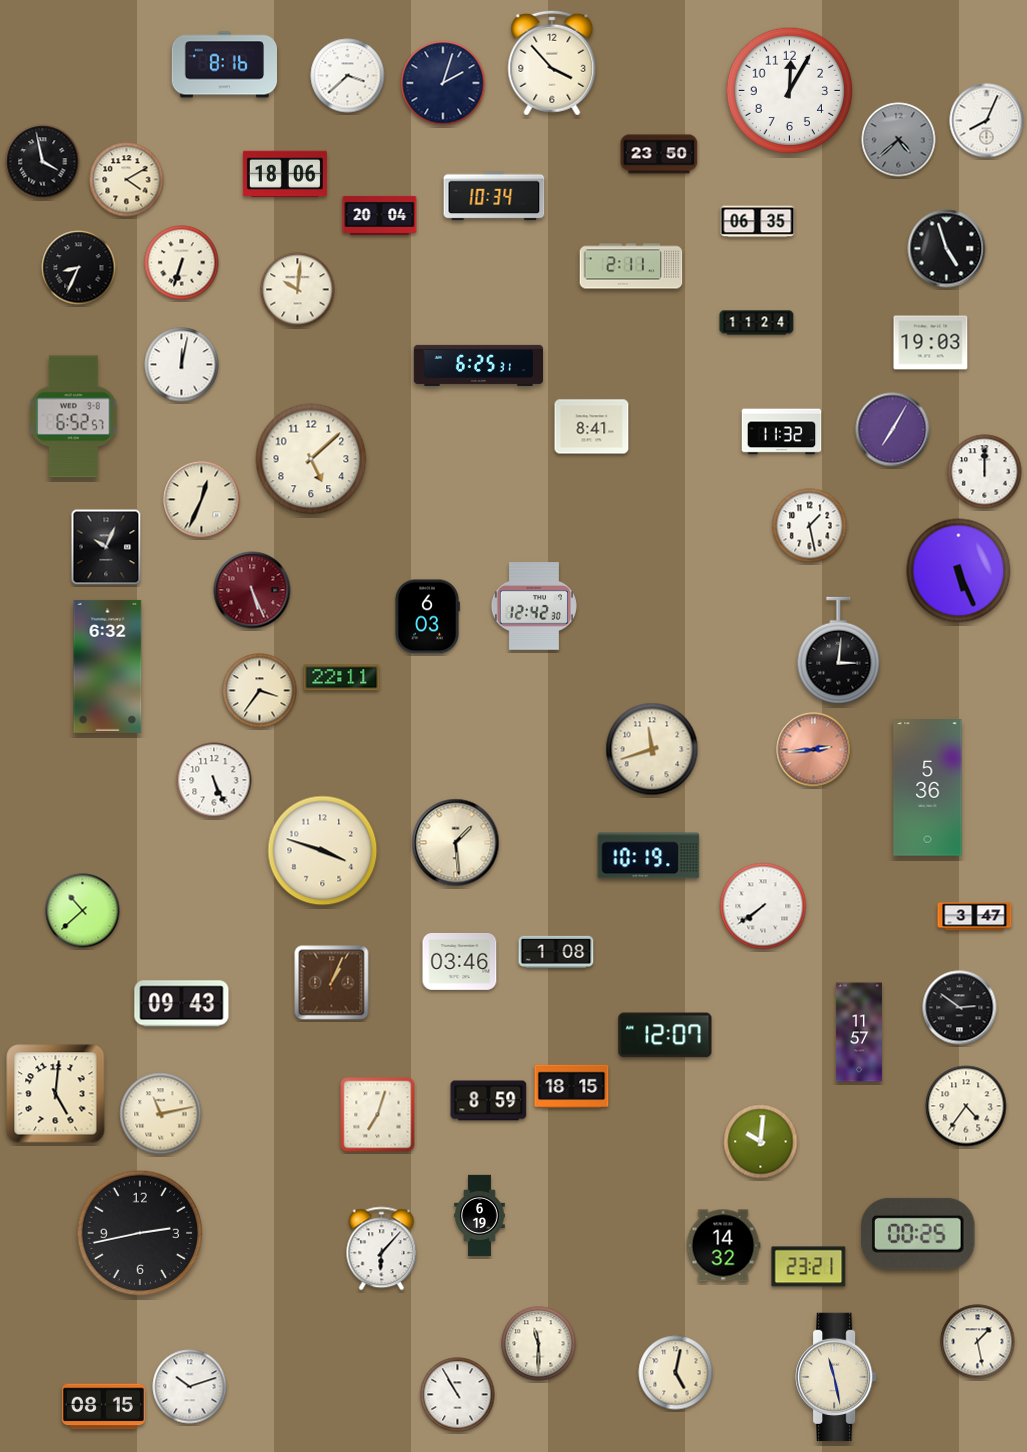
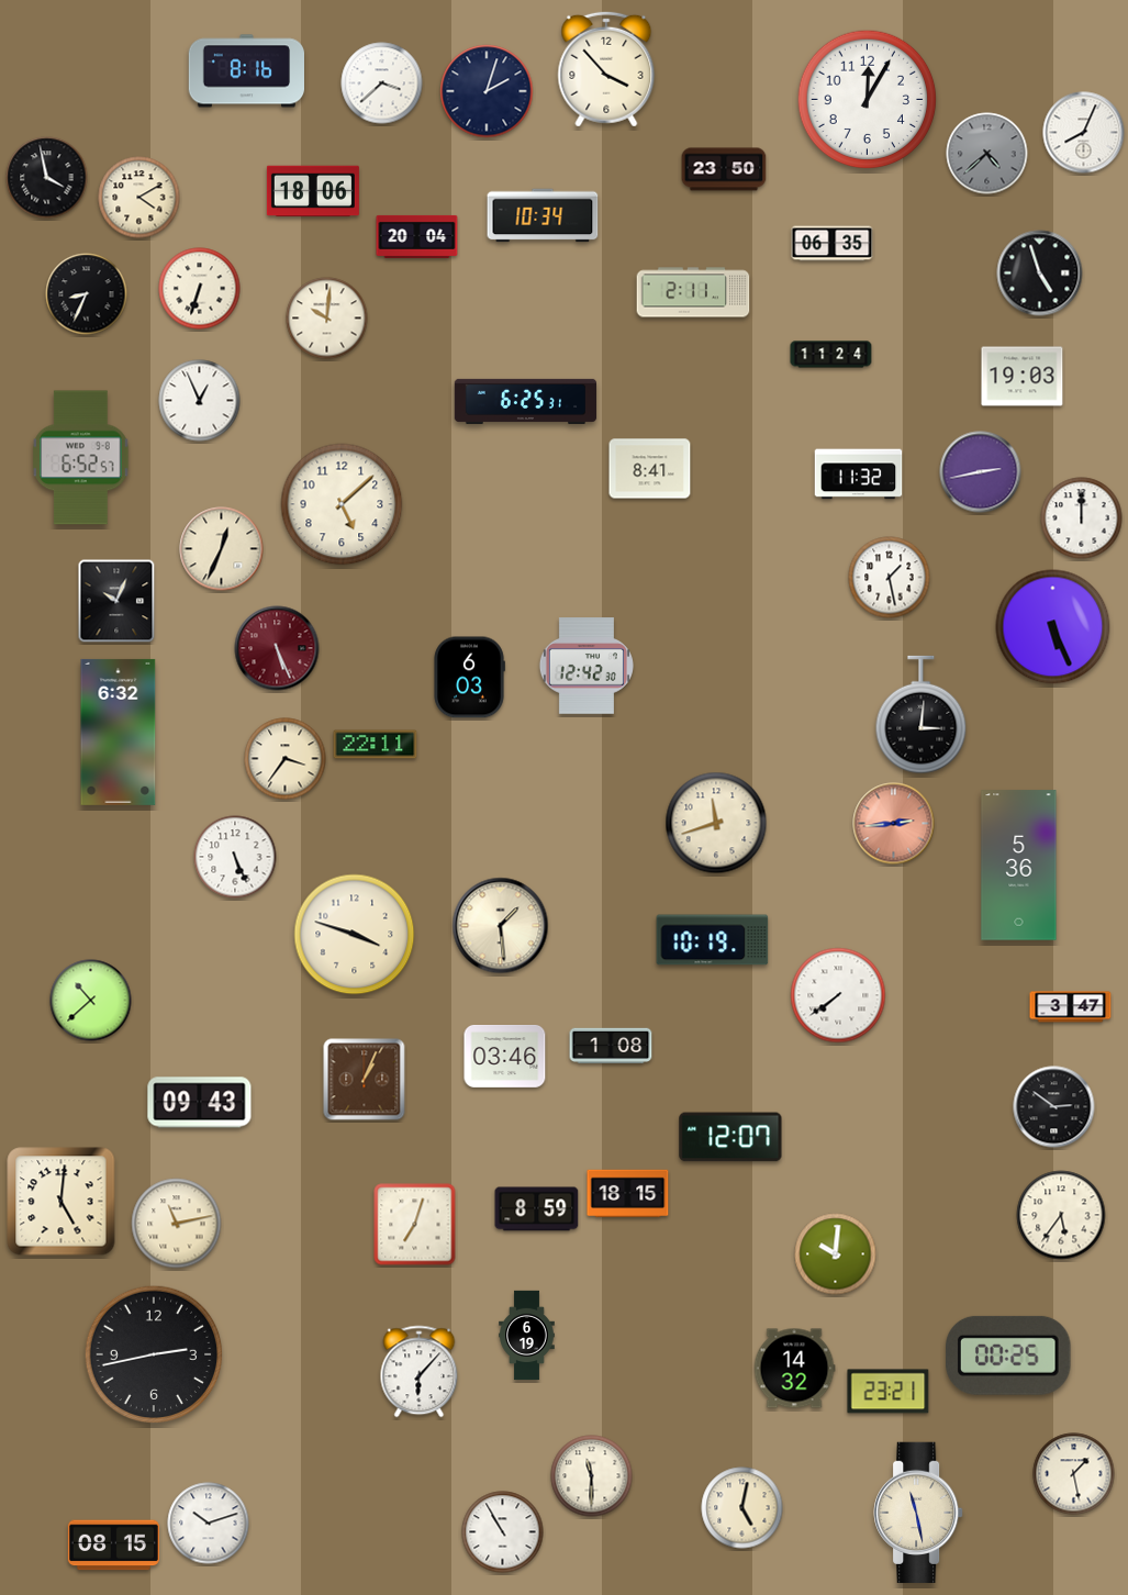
clock at (182, 365): 12:02 -> 12:56
clock at (893, 430): 7:05 -> 2:43
clock at (859, 1032): 11:57 -> none
clock at (966, 1106): 4:36 -> 5:36
